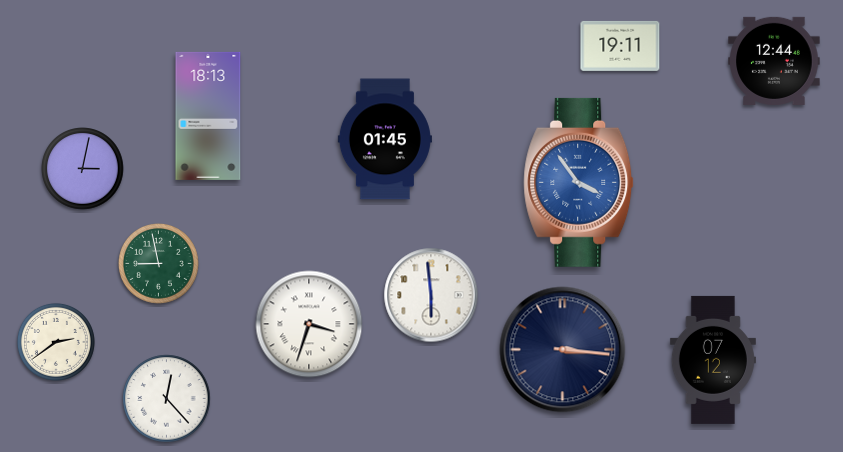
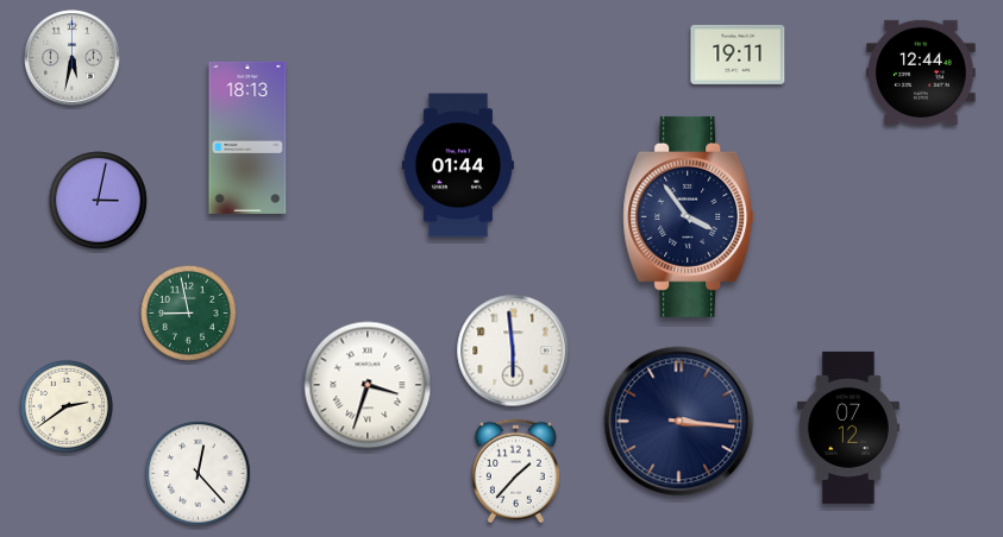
clock at (73, 58): none -> 5:32
clock at (385, 139): 01:45 -> 01:44
clock at (579, 182) dial: blue -> navy
clock at (563, 350) position: (563, 350) -> (679, 422)
clock at (515, 472): none -> 1:37
